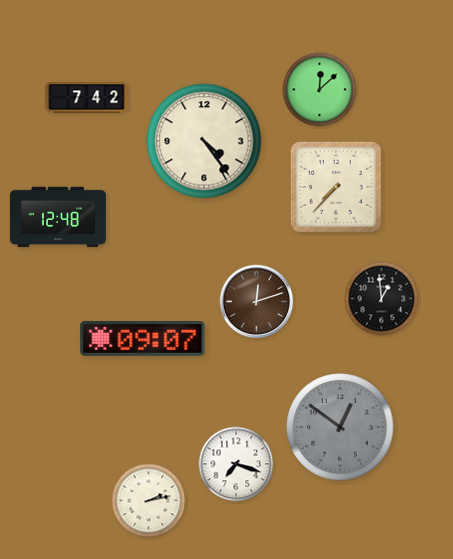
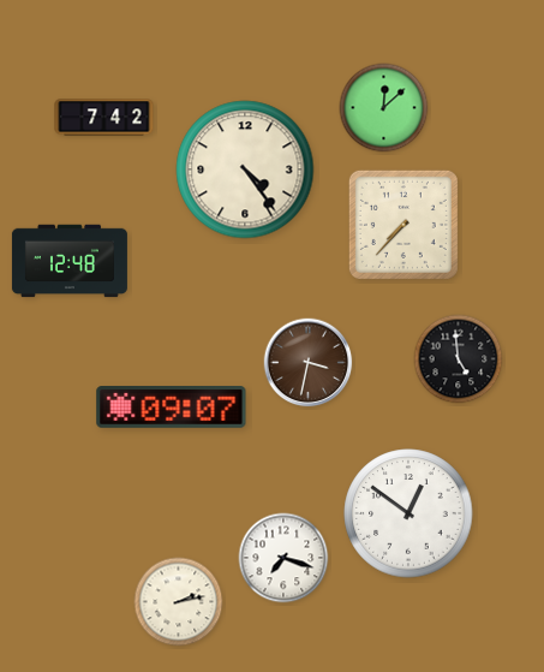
clock at (382, 299): 12:59 -> 4:59
clock at (257, 302): 12:12 -> 3:32
clock at (340, 427) dial: grey -> white
